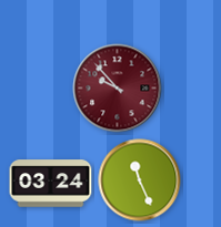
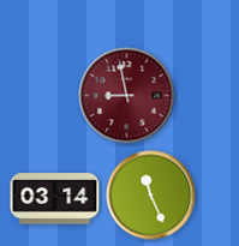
clock at (118, 89): 9:53 -> 8:58
clock at (51, 184): 03:24 -> 03:14
